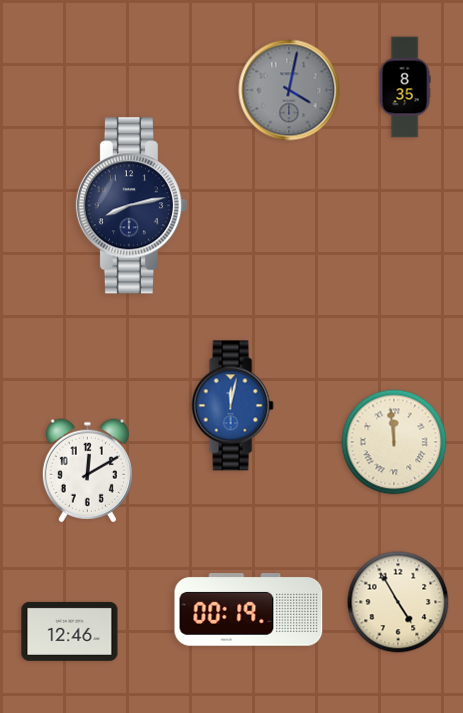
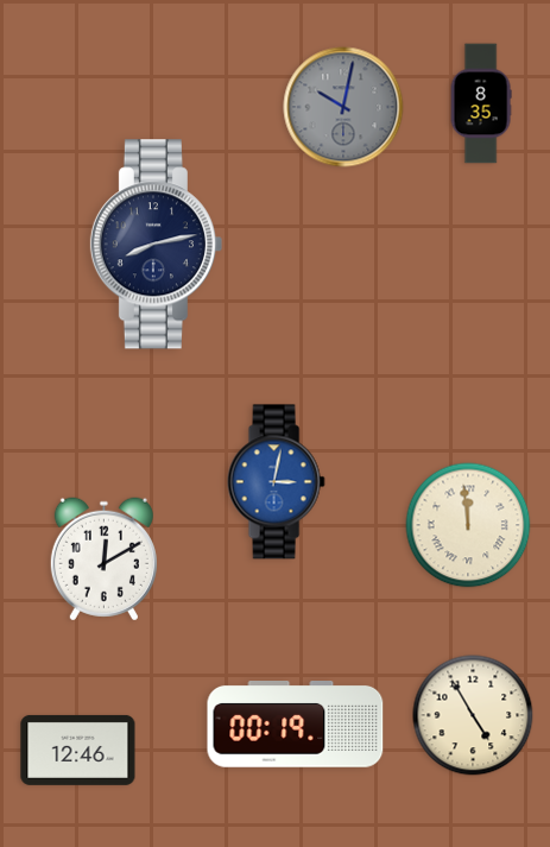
clock at (289, 90): 4:02 -> 10:02
clock at (232, 406): 12:02 -> 3:02
clock at (70, 631) position: (70, 631) -> (78, 750)
